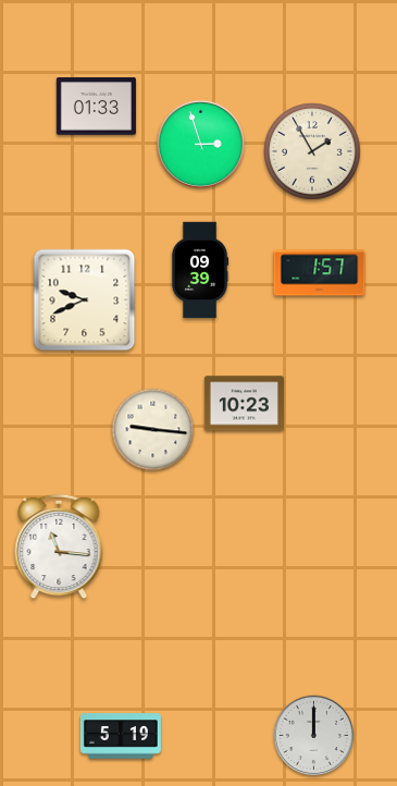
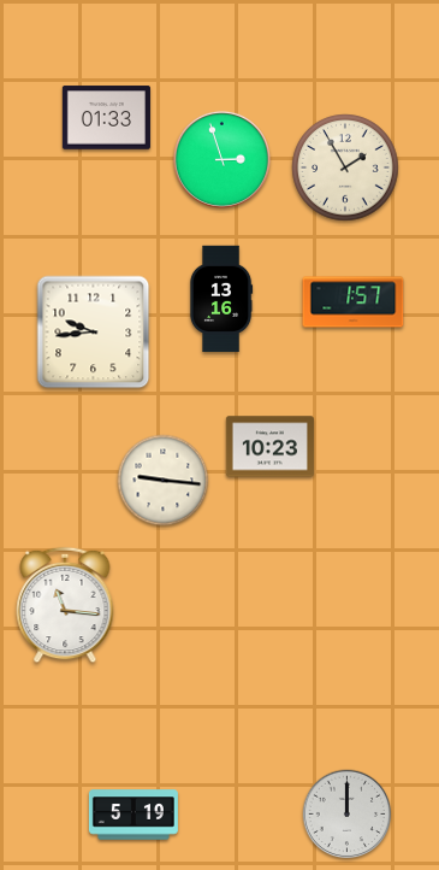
clock at (200, 270): 09:39 -> 13:16
clock at (85, 300): 9:41 -> 9:44
clock at (153, 430) position: (153, 430) -> (164, 481)
